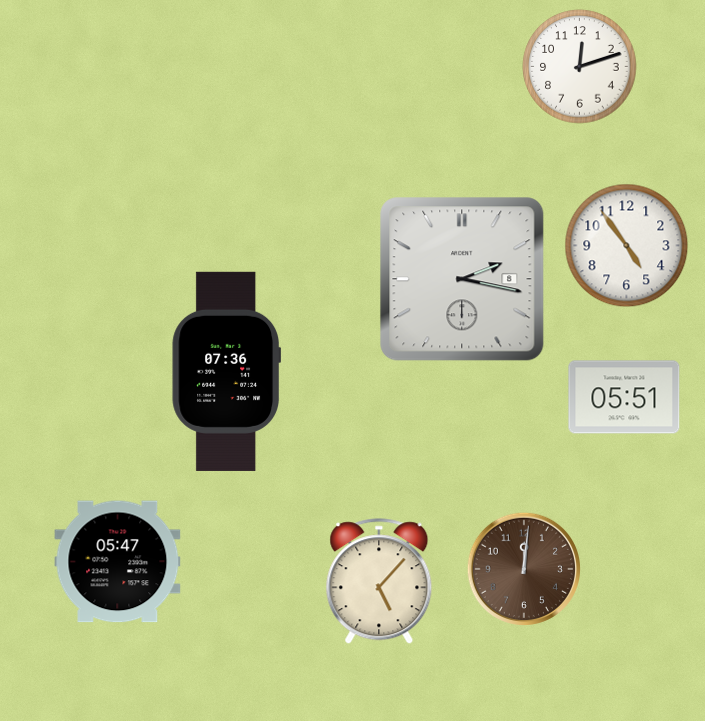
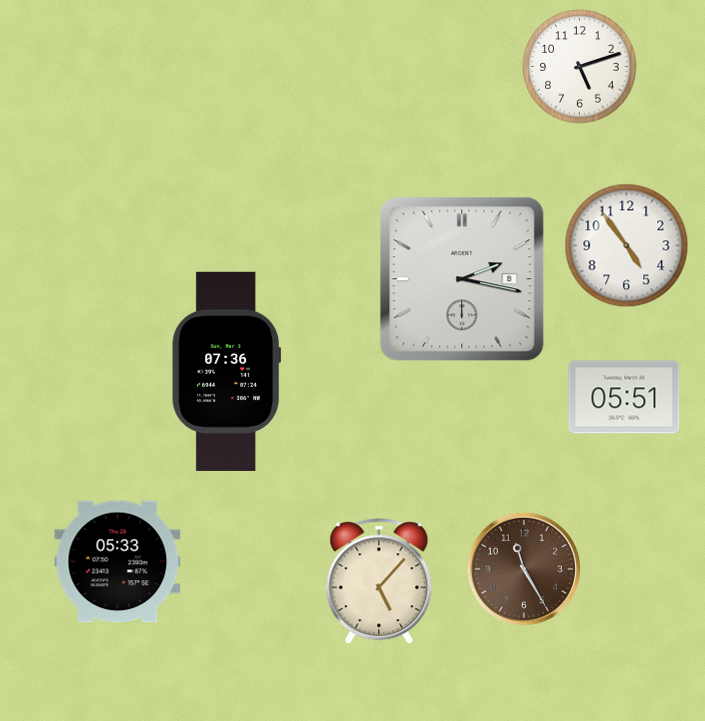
clock at (580, 67): 12:12 -> 5:12
clock at (118, 562): 05:47 -> 05:33
clock at (523, 568): 12:01 -> 11:25
